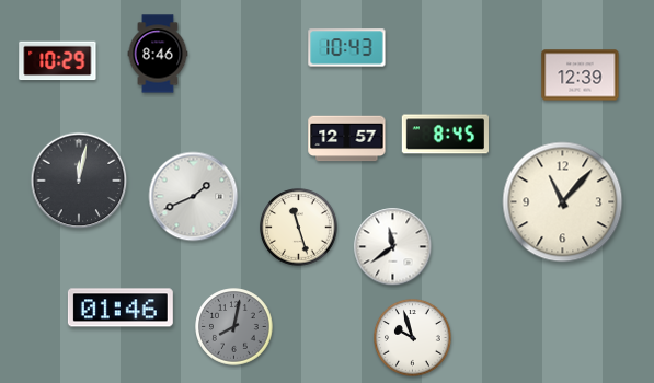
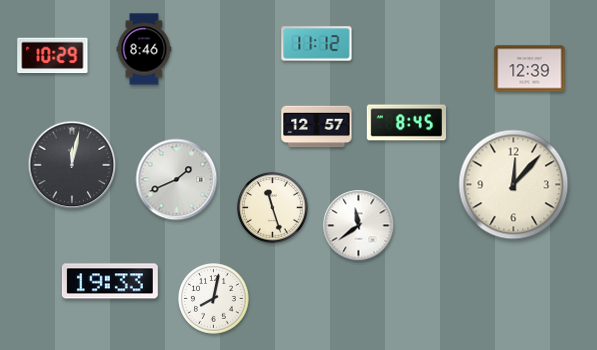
clock at (347, 48): 10:43 -> 11:12
clock at (563, 202): 11:07 -> 12:07
clock at (121, 307): 01:46 -> 19:33
clock at (234, 327) dial: grey -> white
clock at (413, 338): 9:57 -> none
